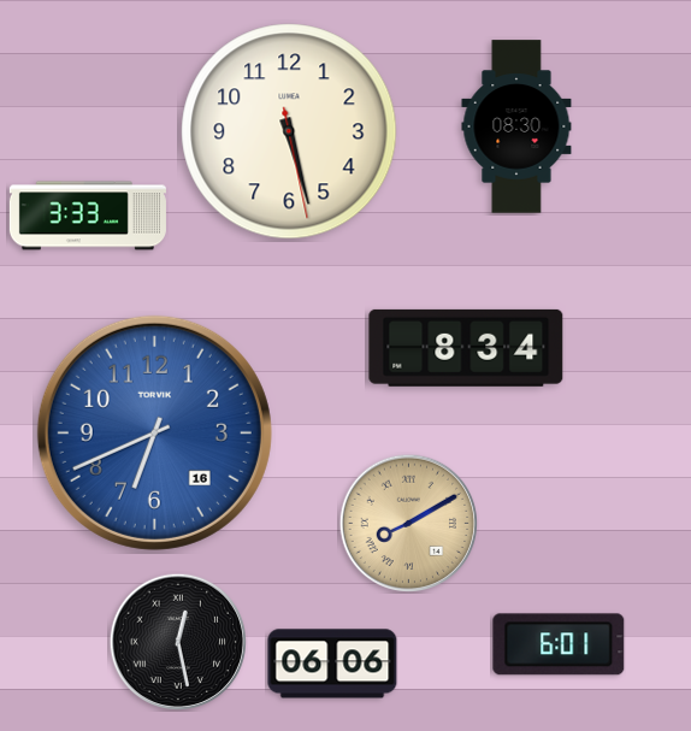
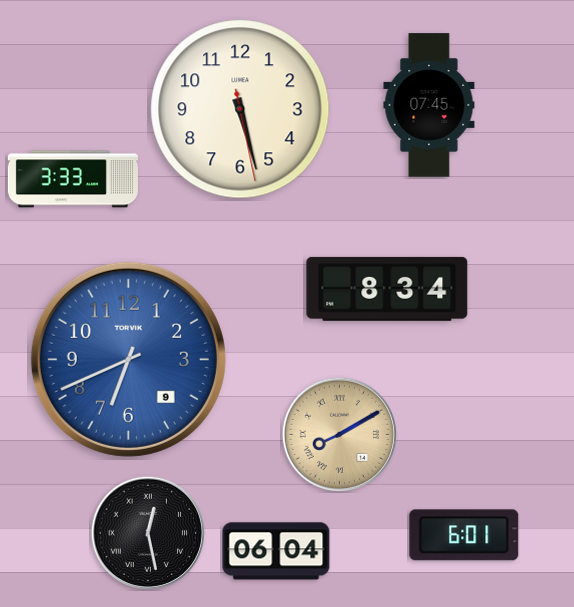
clock at (516, 126): 08:30 -> 07:45
clock at (154, 432) date: 16 -> 9
clock at (332, 664): 06:06 -> 06:04
